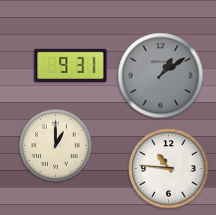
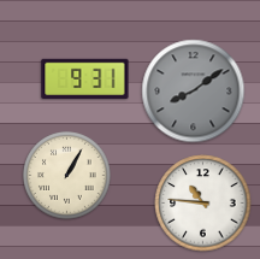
clock at (161, 76): 1:09 -> 8:09
clock at (56, 146): 1:00 -> 1:05
